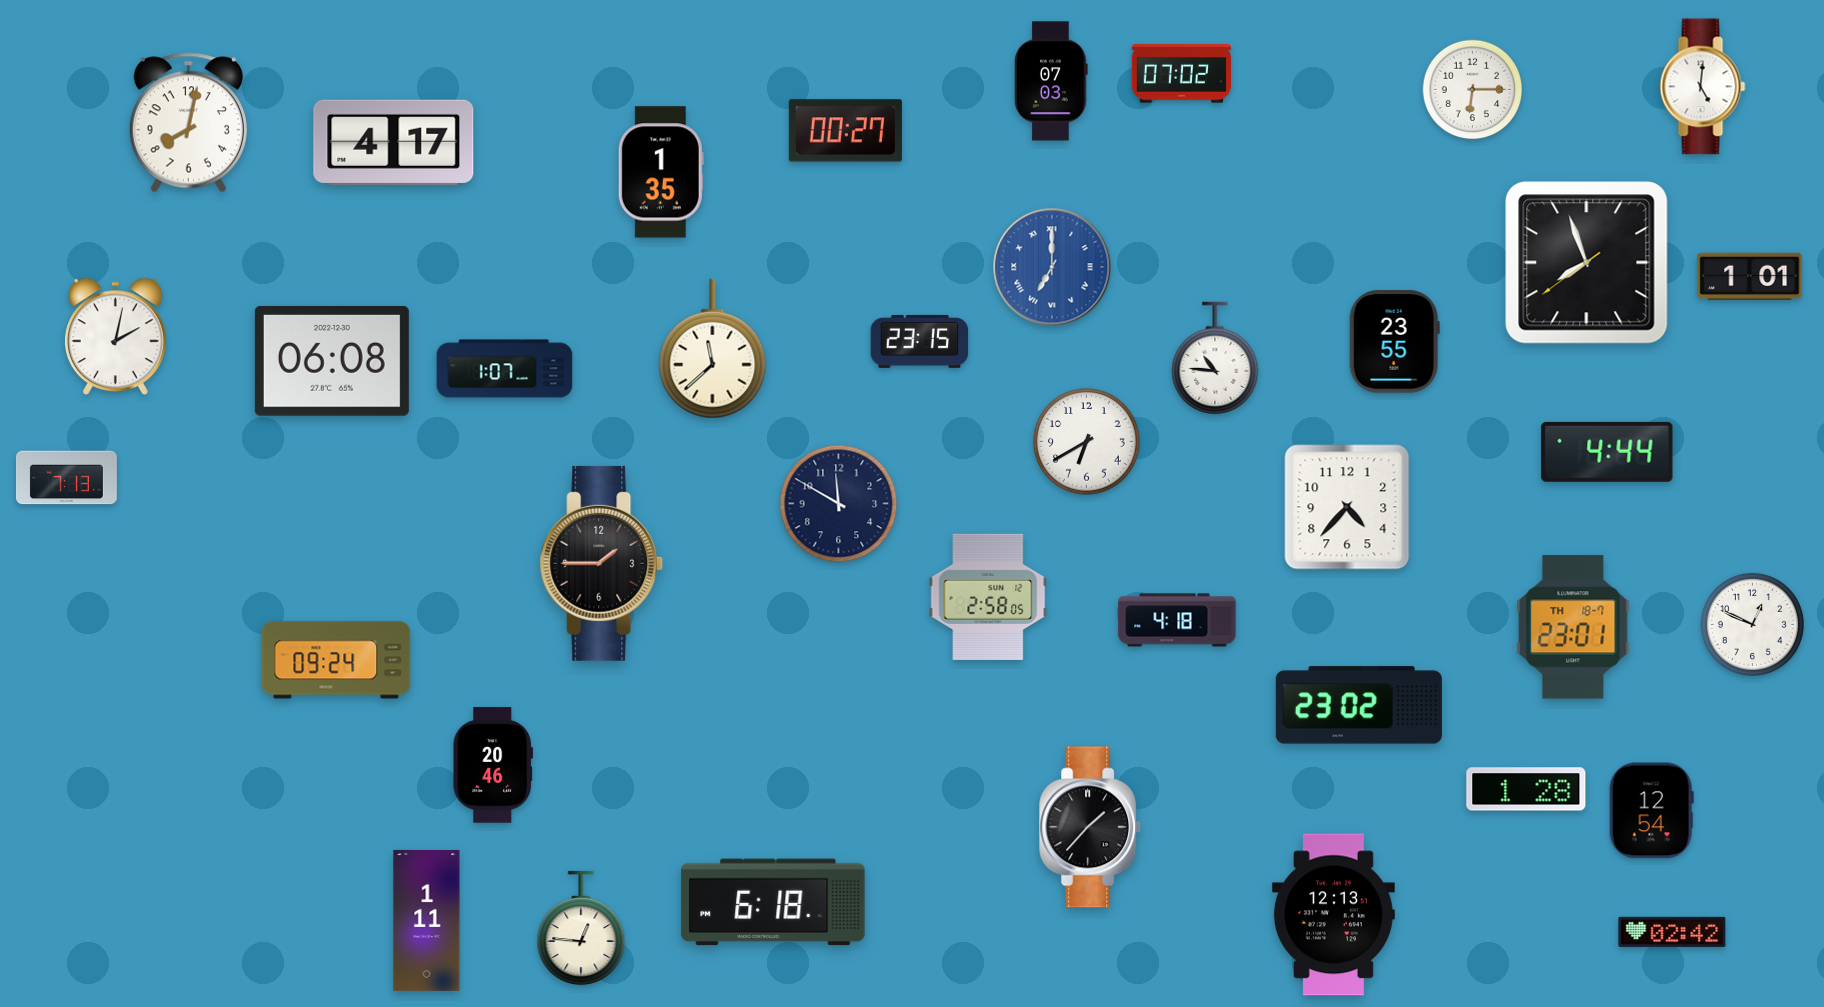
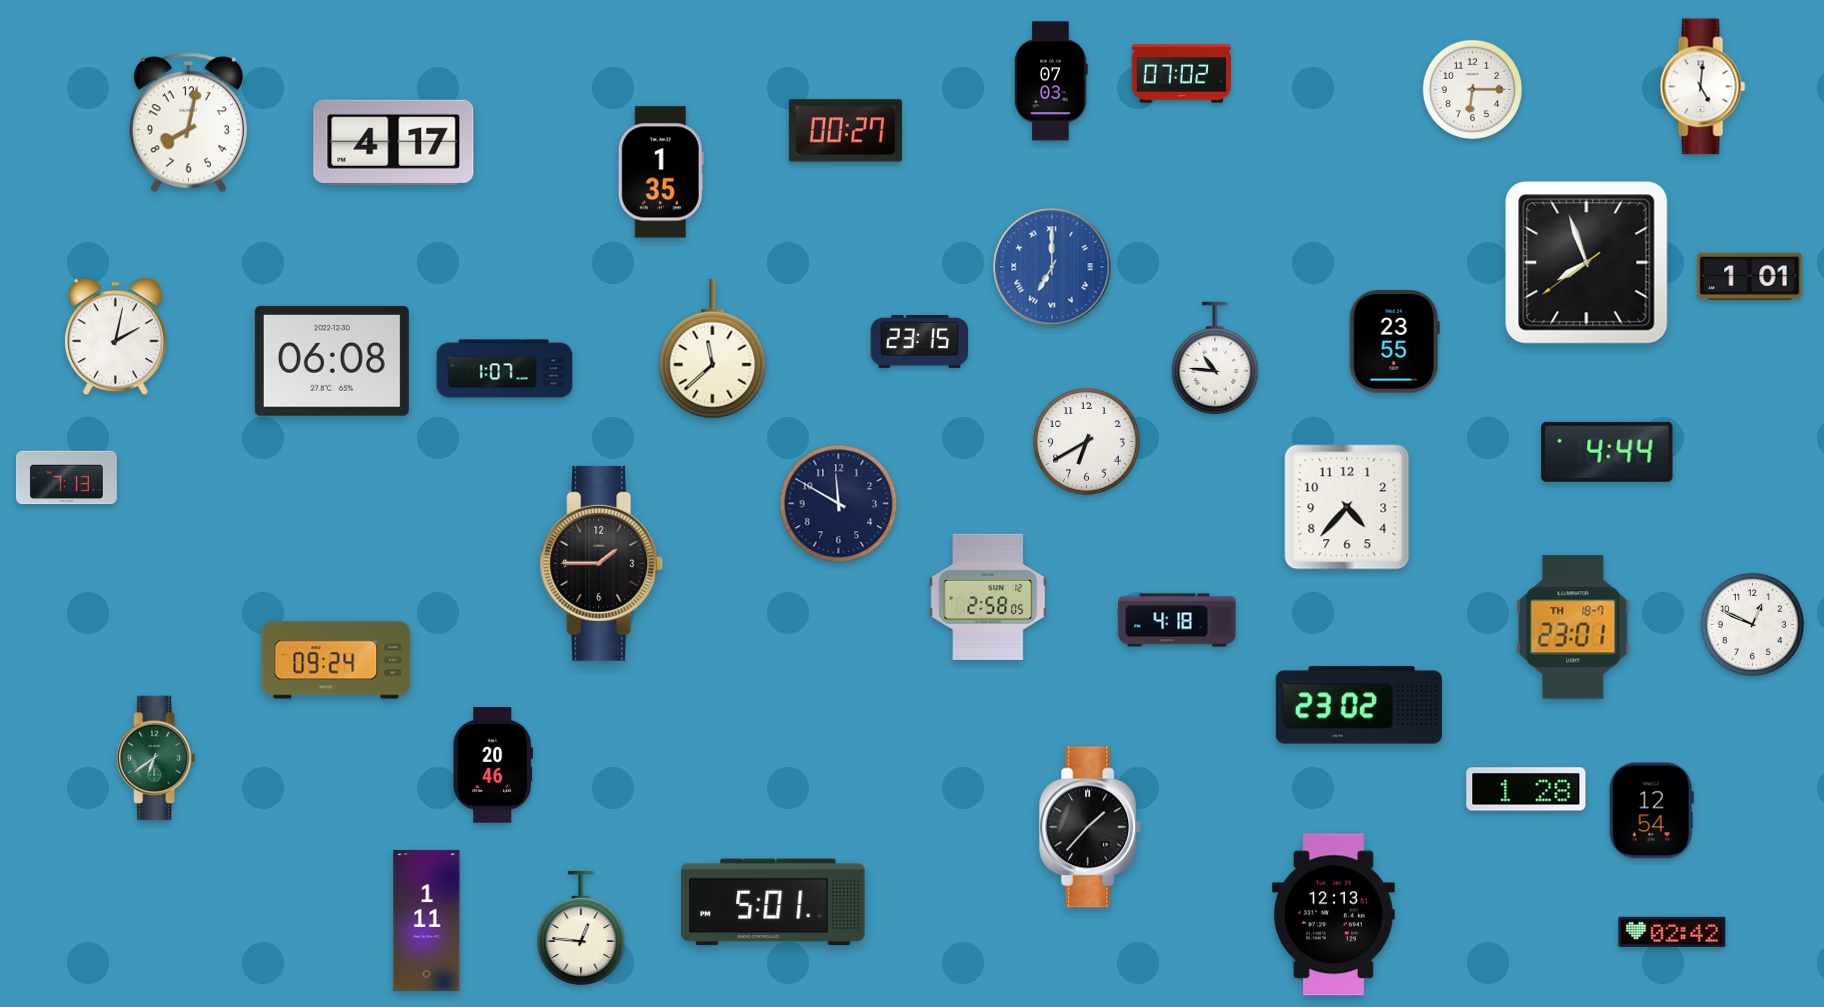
clock at (156, 758): none -> 6:39
clock at (773, 902): 6:18 -> 5:01
